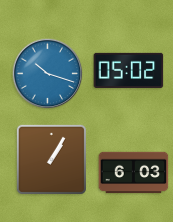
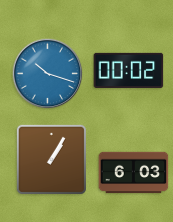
clock at (129, 70): 05:02 -> 00:02
